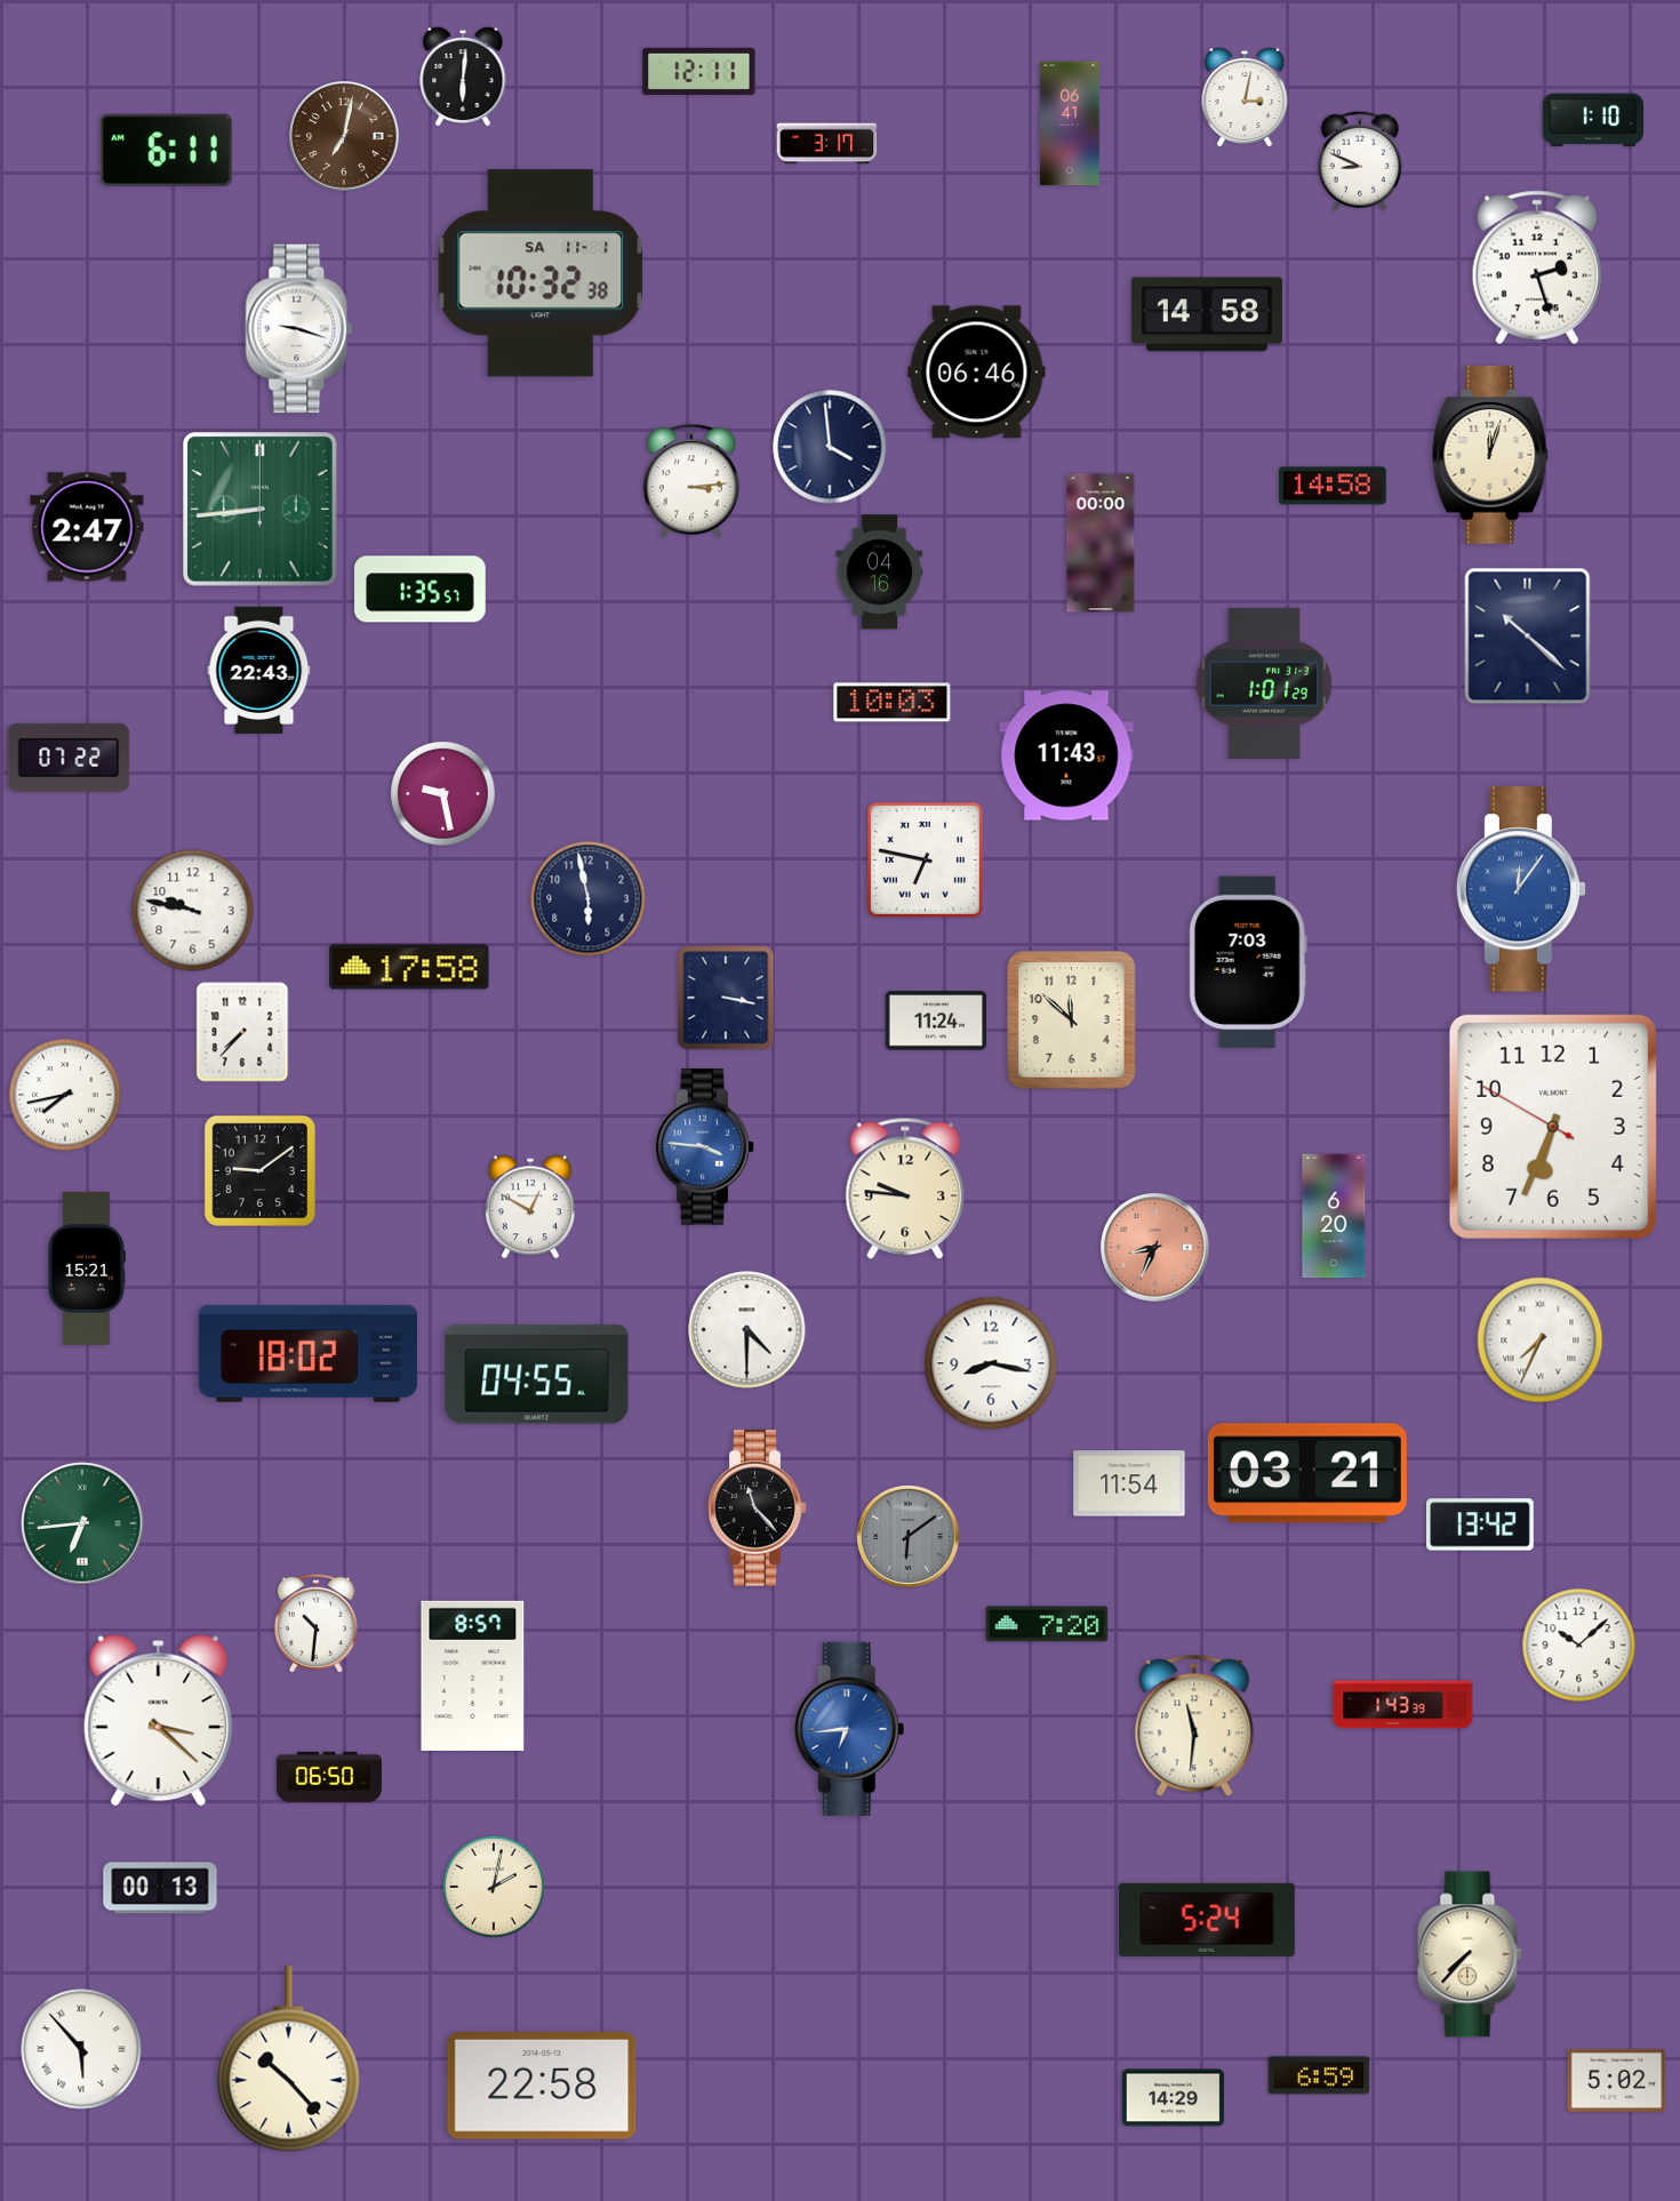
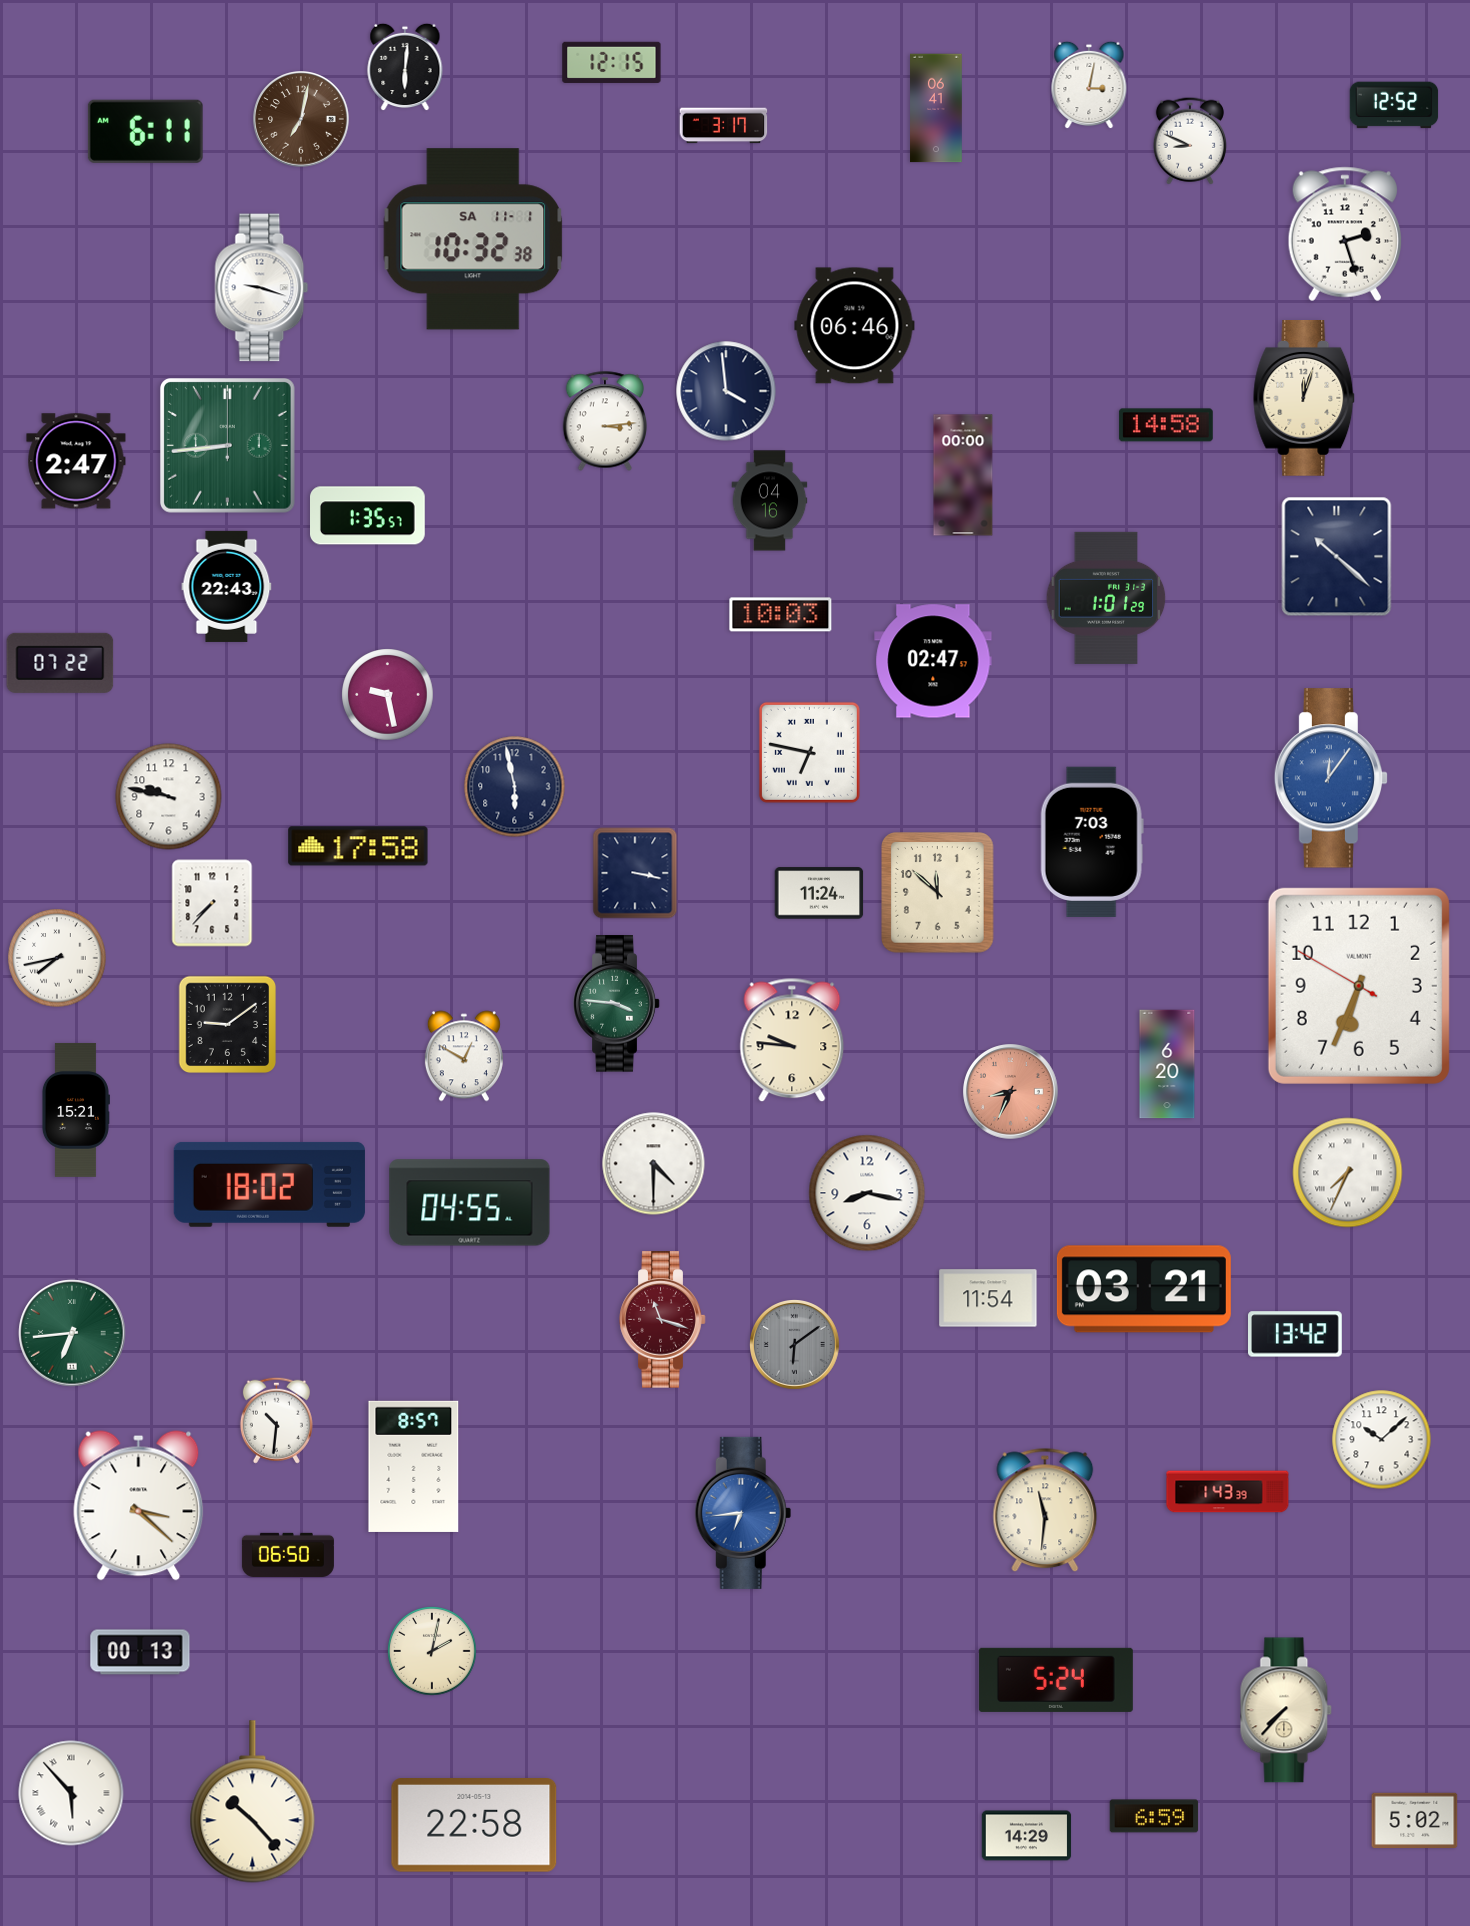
clock at (699, 71): 12:11 -> 12:15
clock at (1593, 120): 1:10 -> 12:52
clock at (1207, 314): 14:58 -> none
clock at (1066, 755): 11:43 -> 02:47
clock at (705, 1147) dial: blue -> green
clock at (758, 1508): 11:23 -> 11:18
clock at (758, 1508) dial: black -> burgundy
clock at (1047, 1624): 7:20 -> none
